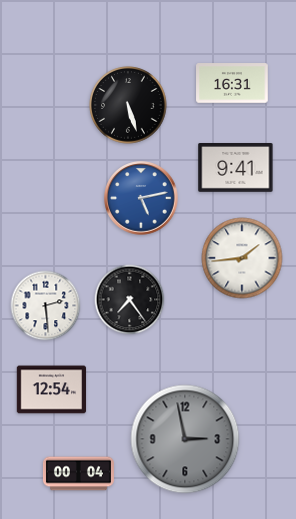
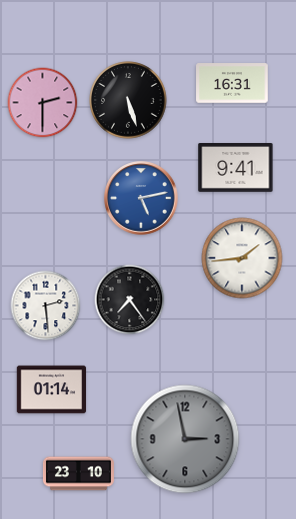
clock at (43, 103): none -> 2:30
clock at (128, 105) position: (128, 105) -> (128, 100)
clock at (52, 390): 12:54 -> 01:14
clock at (78, 474): 00:04 -> 23:10
